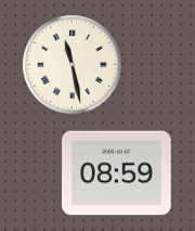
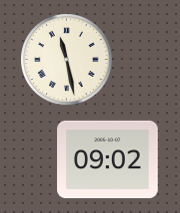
clock at (117, 174): 08:59 -> 09:02
